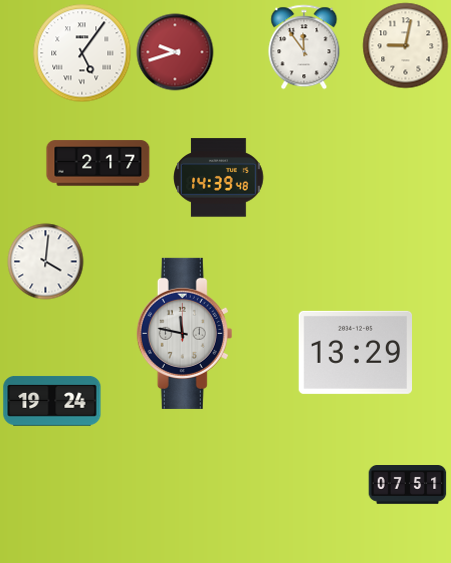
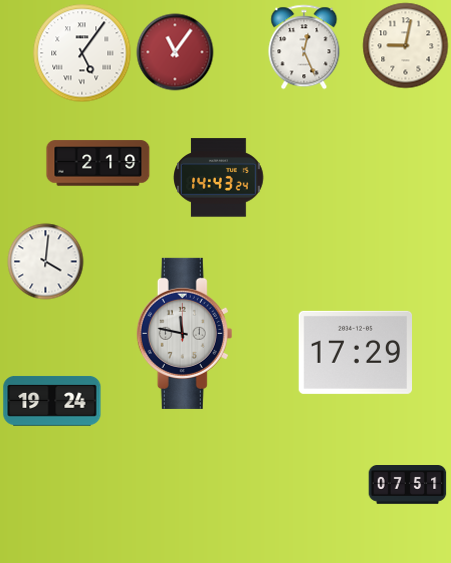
clock at (304, 47): 11:54 -> 12:26
clock at (175, 52): 9:42 -> 11:06
clock at (98, 163): 2:17 -> 2:19
clock at (219, 178): 14:39 -> 14:43
clock at (356, 352): 13:29 -> 17:29
